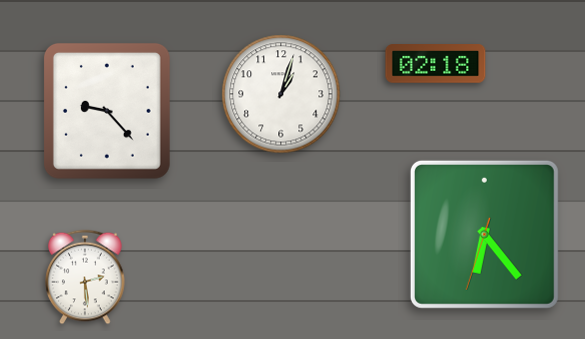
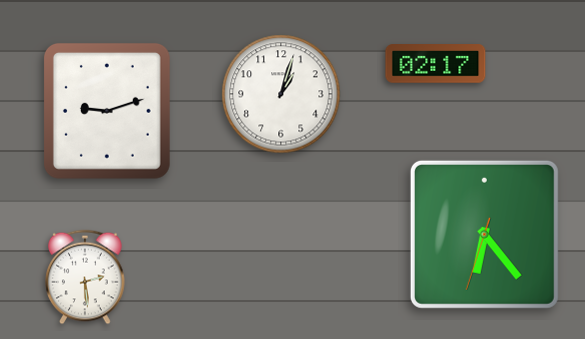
clock at (436, 64): 02:18 -> 02:17
clock at (107, 111): 9:23 -> 9:12
